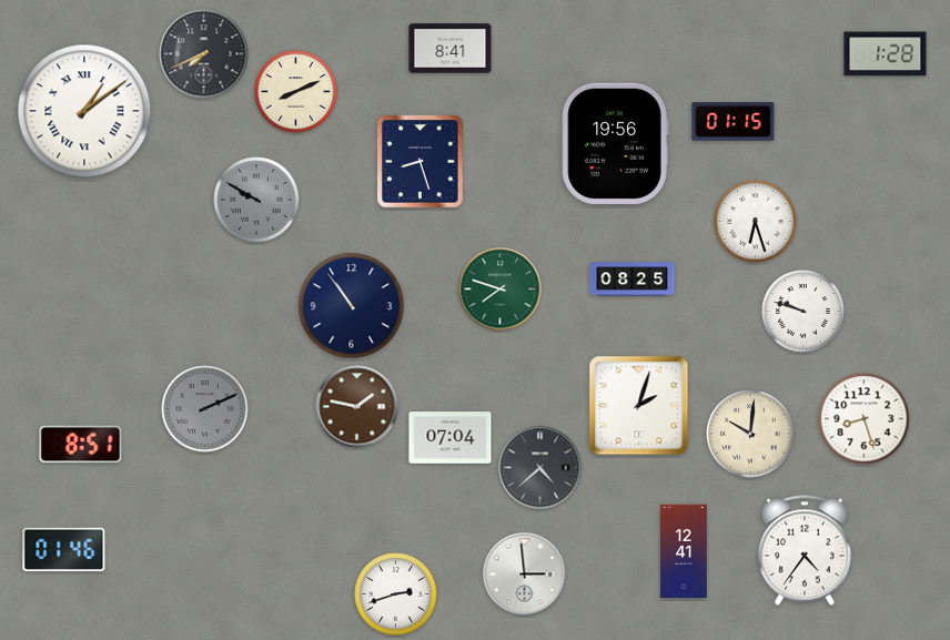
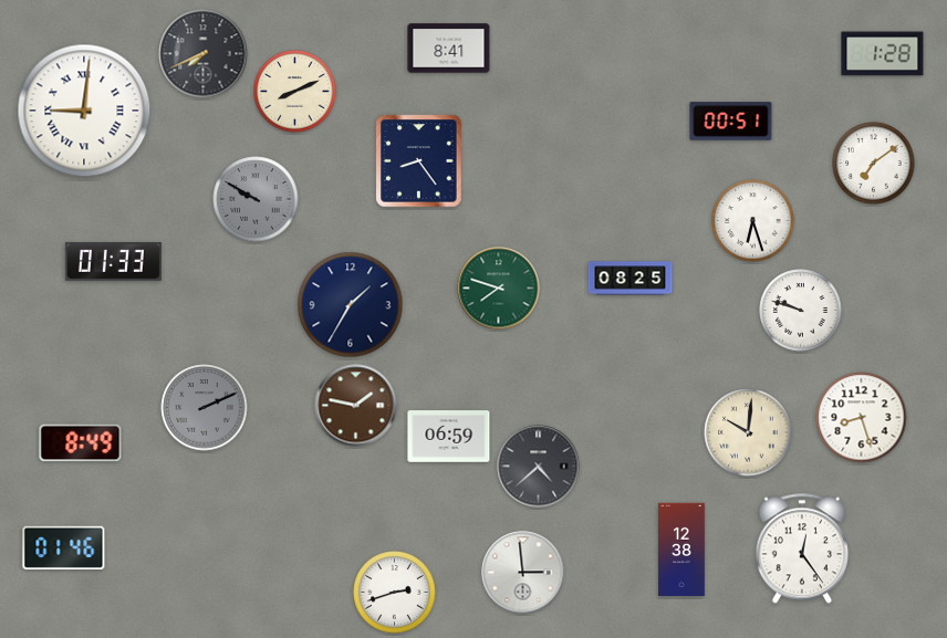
clock at (84, 111): 1:09 -> 9:01
clock at (734, 122): 01:15 -> 00:51
clock at (615, 143): 19:56 -> none
clock at (421, 162): 8:27 -> 8:24
clock at (874, 164): none -> 7:09
clock at (113, 261): none -> 01:33
clock at (352, 306): 10:54 -> 1:35
clock at (639, 406): 2:03 -> none
clock at (451, 438): 07:04 -> 06:59
clock at (81, 445): 8:51 -> 8:49
clock at (805, 550): 4:36 -> 12:24
clock at (684, 551): 12:41 -> 12:38
